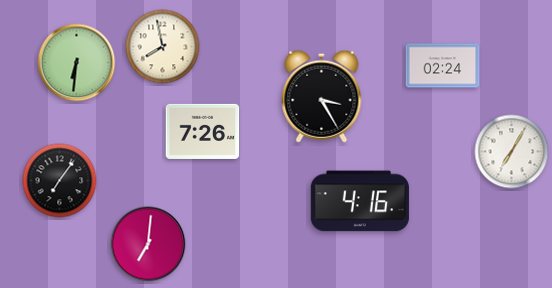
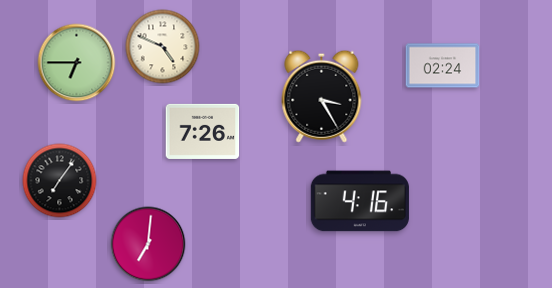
clock at (163, 47): 7:58 -> 4:49
clock at (77, 63): 6:31 -> 6:45
clock at (512, 152): 7:05 -> none
